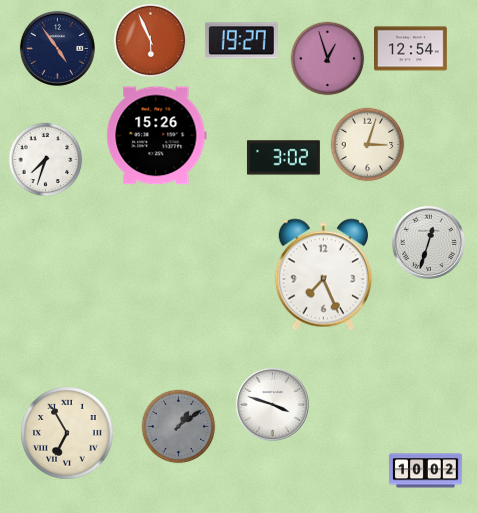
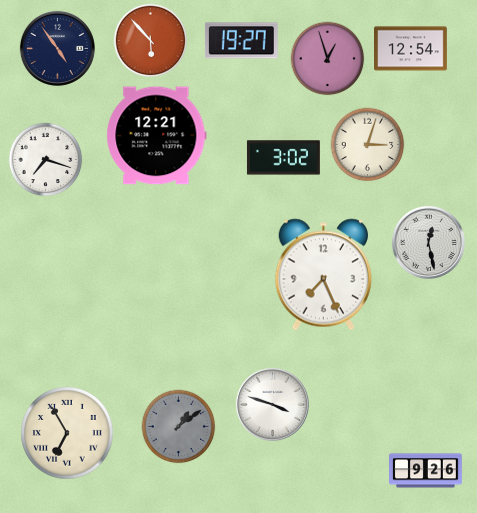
clock at (151, 41): 5:56 -> 5:53
clock at (157, 136): 15:26 -> 12:21
clock at (46, 160): 7:33 -> 7:18
clock at (428, 242): 12:33 -> 12:28
clock at (426, 471): 10:02 -> 9:26
